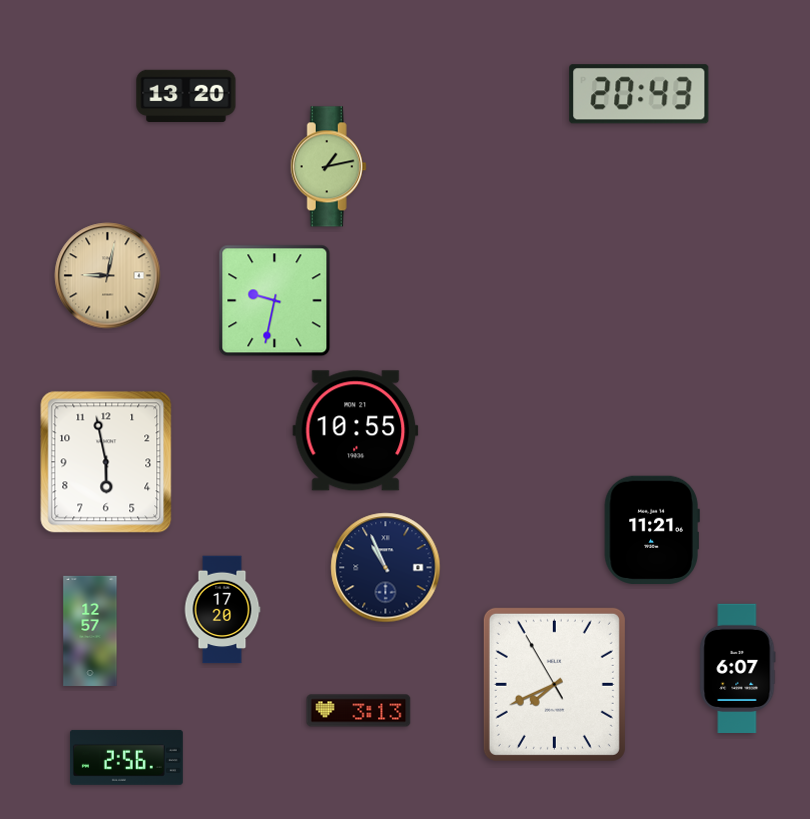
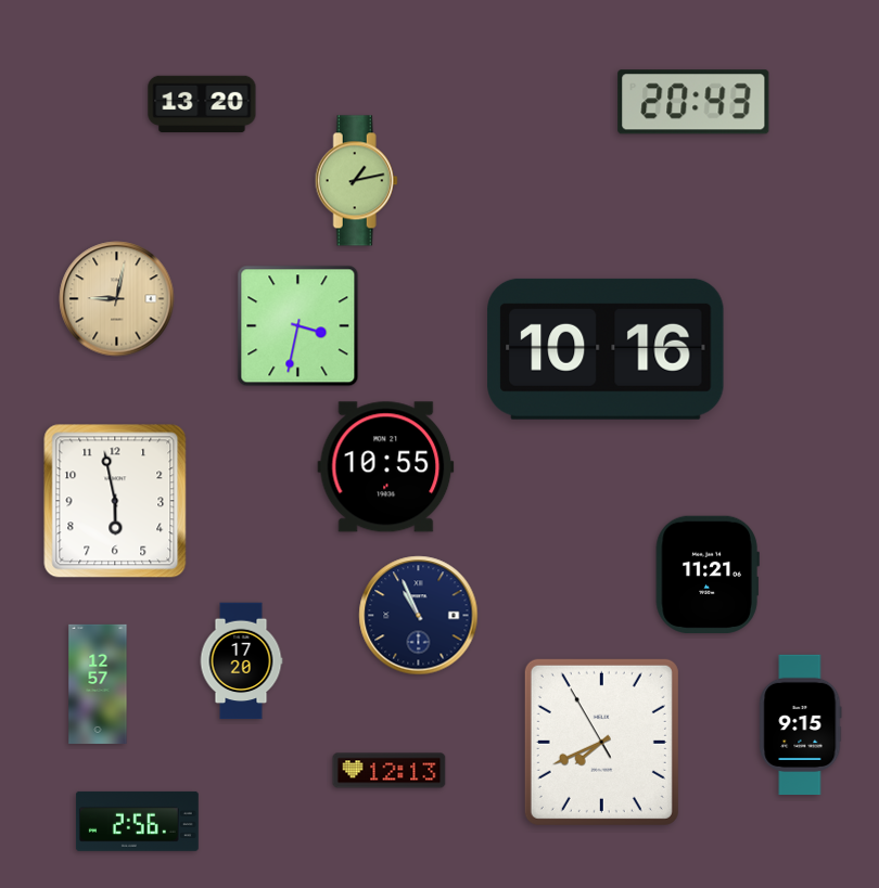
clock at (275, 301): 9:32 -> 3:32
clock at (606, 349): none -> 10:16
clock at (738, 668): 6:07 -> 9:15
clock at (359, 711): 3:13 -> 12:13
